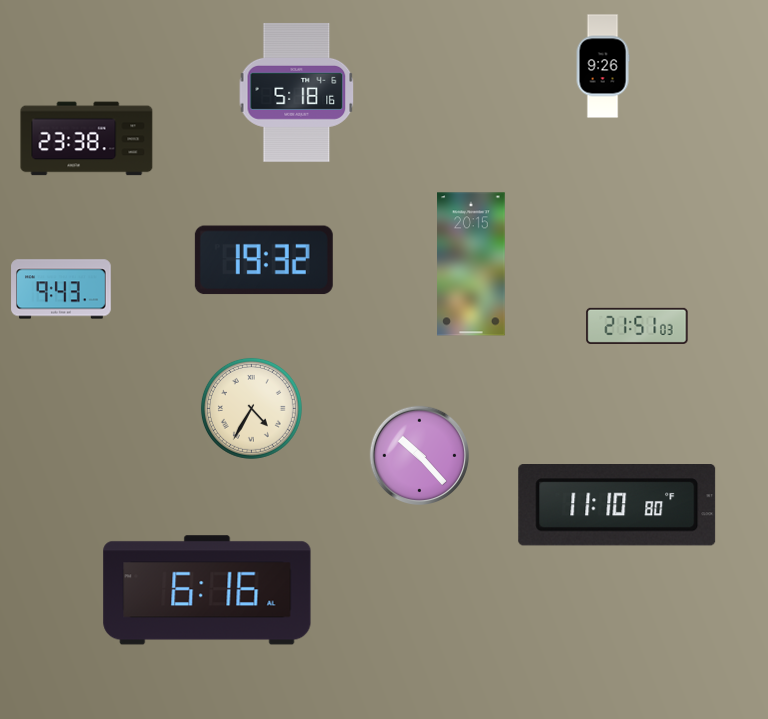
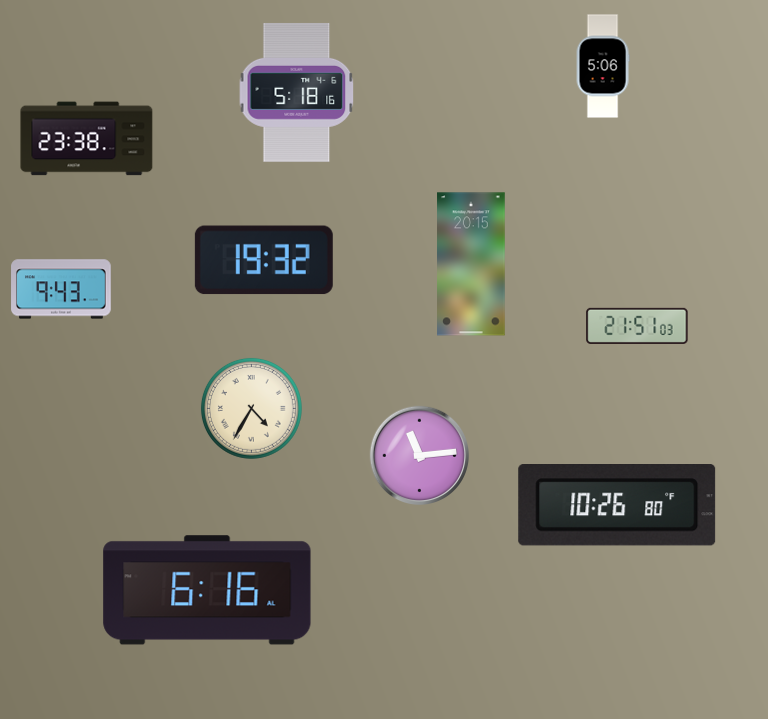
clock at (603, 66): 9:26 -> 5:06
clock at (420, 456): 10:23 -> 11:14
clock at (617, 506): 11:10 -> 10:26
